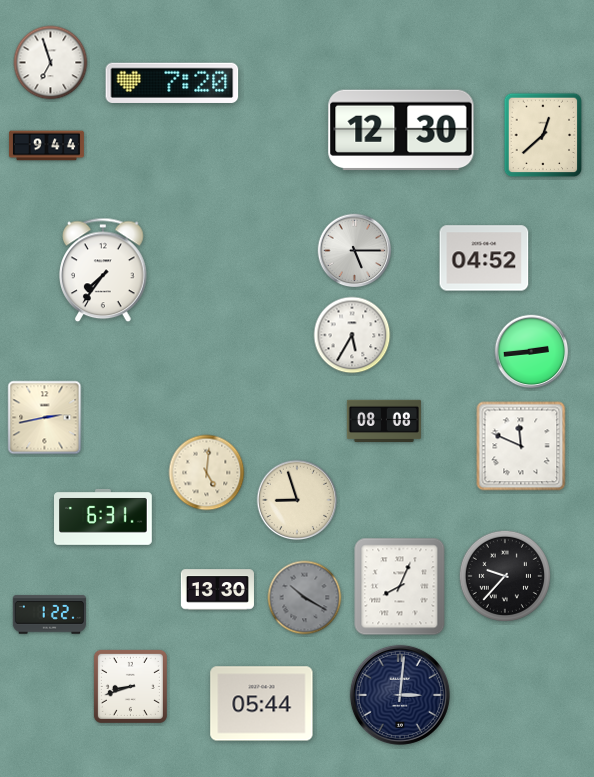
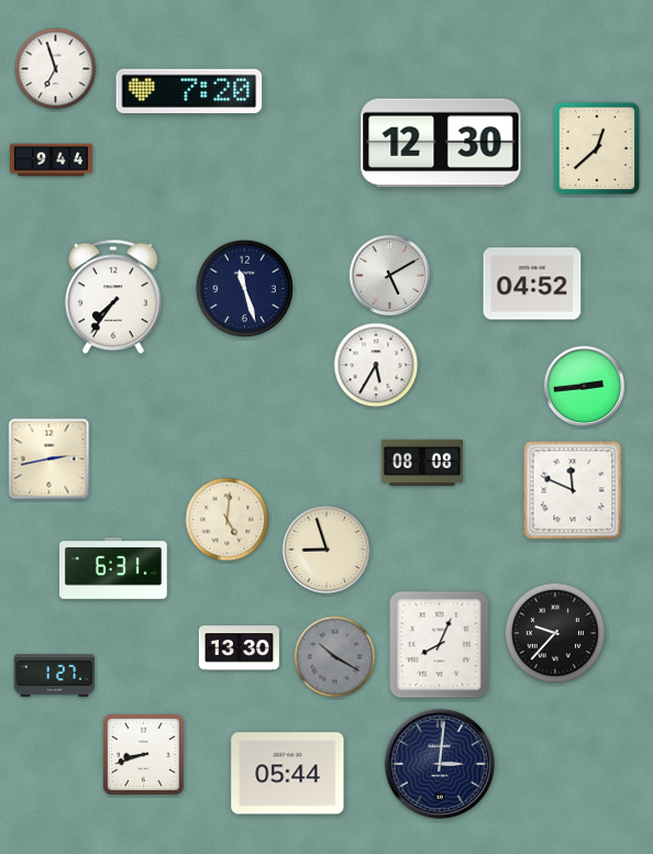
clock at (355, 251): 5:15 -> 5:10
clock at (244, 288): none -> 11:27
clock at (352, 335) position: (352, 335) -> (376, 365)
clock at (49, 615): 1:22 -> 1:27
